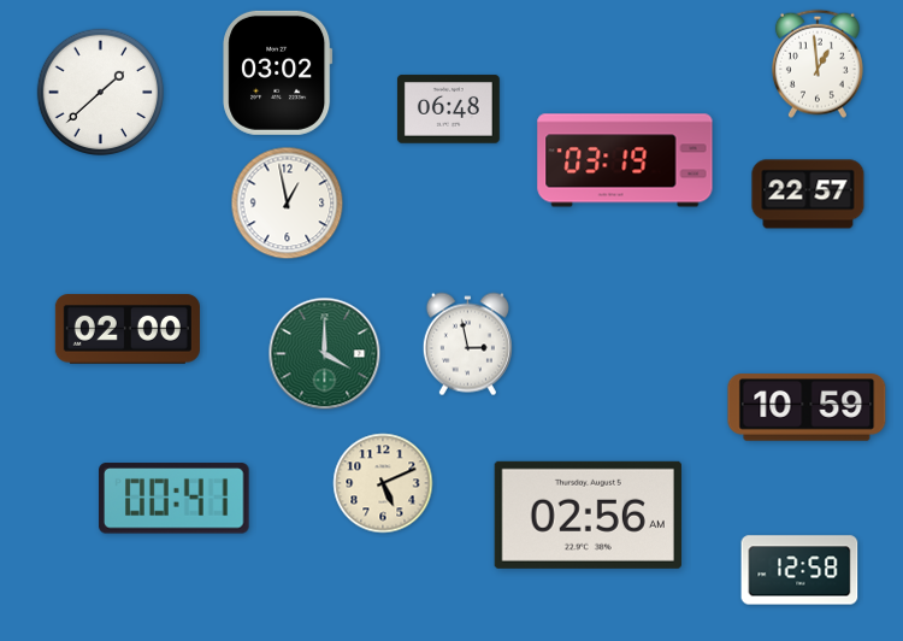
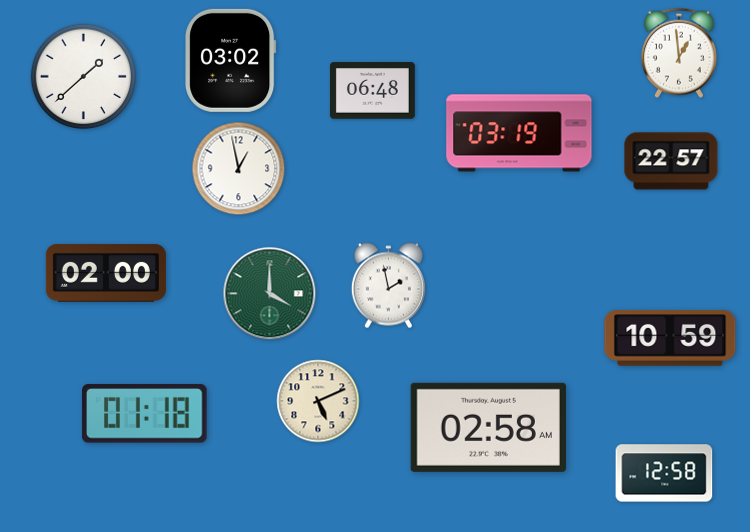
clock at (467, 345): 2:58 -> 1:58
clock at (175, 499): 00:41 -> 01:18
clock at (588, 514): 02:56 -> 02:58
